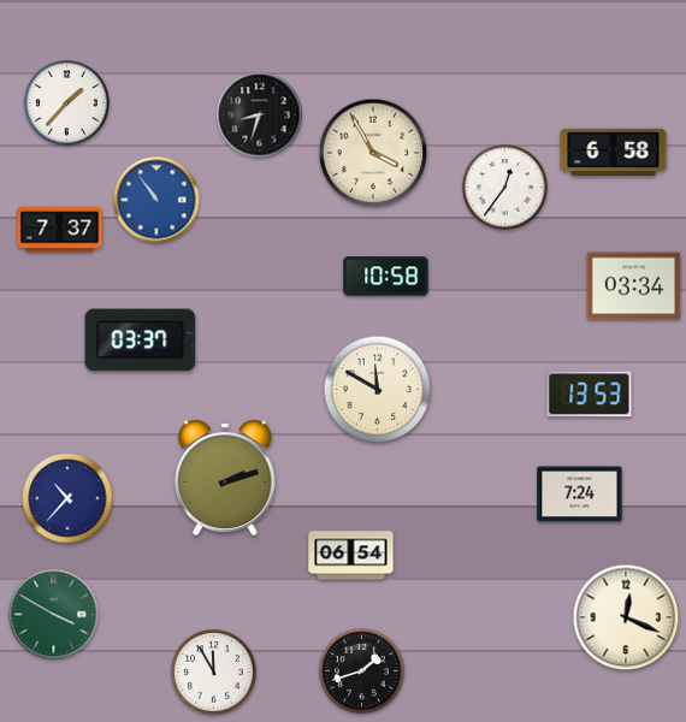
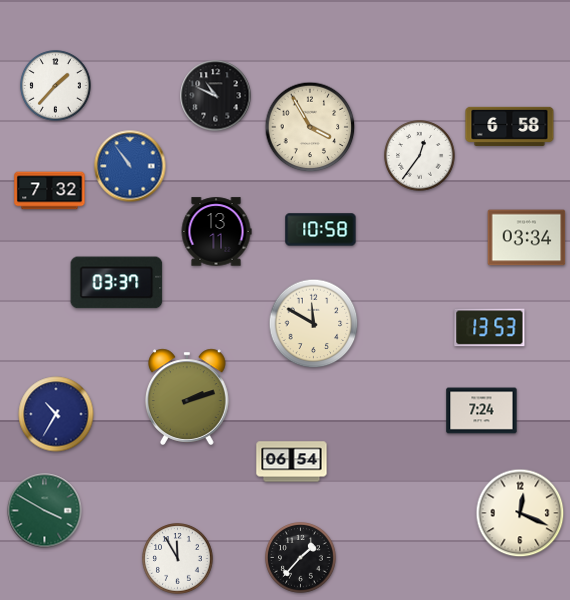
clock at (260, 116): 8:33 -> 10:49
clock at (60, 230): 7:37 -> 7:32
clock at (216, 232): none -> 13:11
clock at (67, 498): 10:37 -> 10:35
clock at (362, 671): 1:42 -> 1:37
